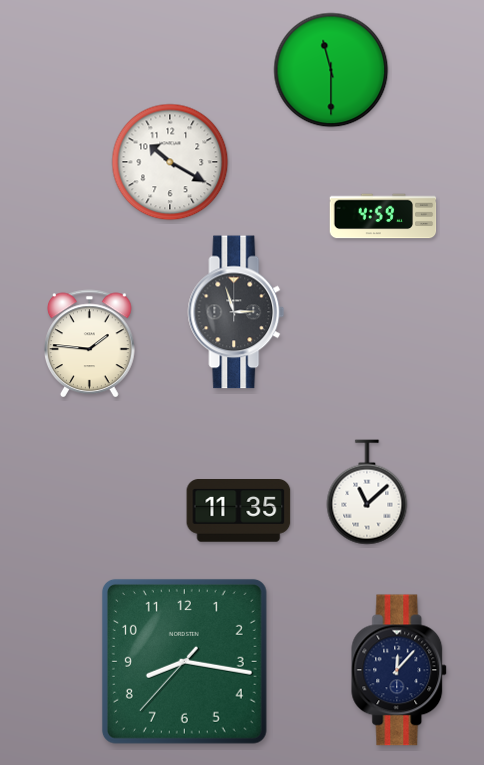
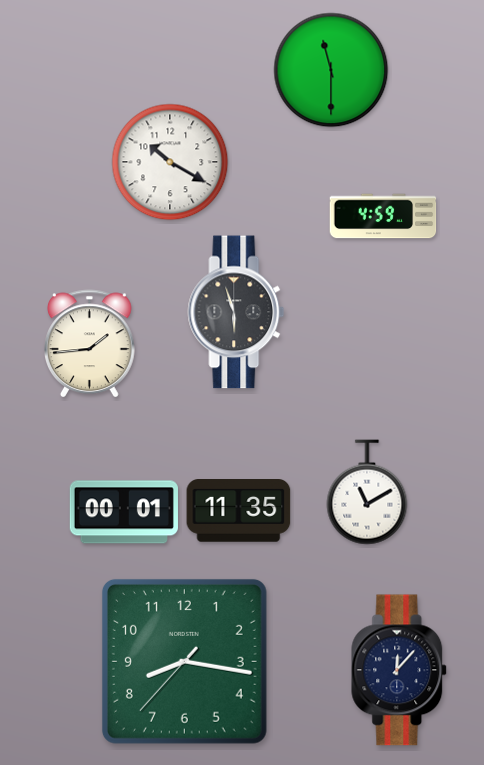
clock at (236, 312): 2:57 -> 5:57
clock at (90, 344): 1:46 -> 1:44
clock at (367, 492): 11:08 -> 11:10
clock at (124, 512): none -> 00:01
